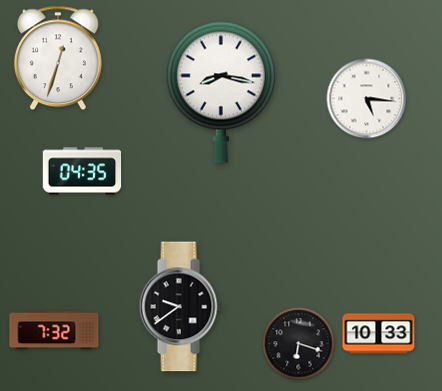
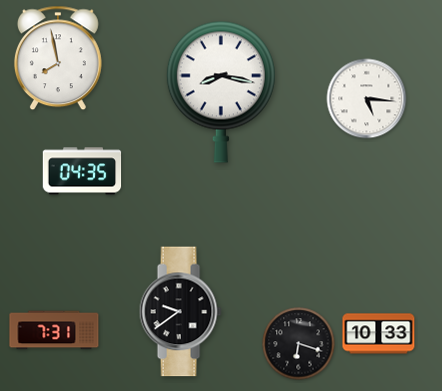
clock at (58, 58): 12:33 -> 7:58
clock at (180, 307) position: (180, 307) -> (180, 312)
clock at (54, 330): 7:32 -> 7:31
